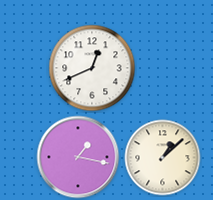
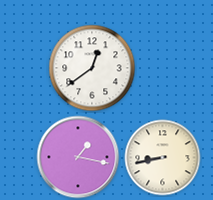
clock at (92, 68): 12:41 -> 12:39
clock at (163, 158): 1:08 -> 8:43
